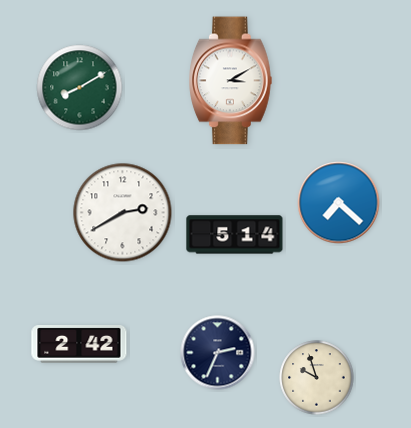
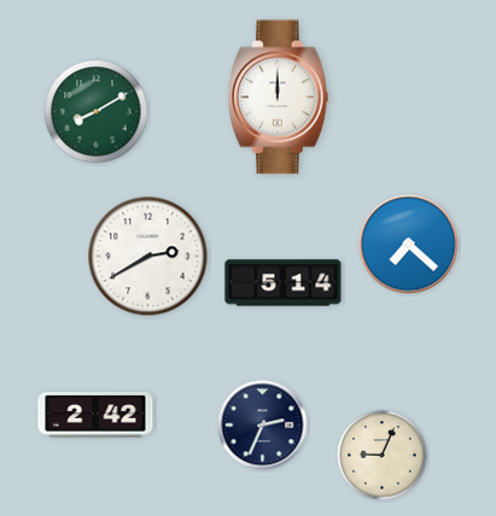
clock at (231, 81): 3:10 -> 12:00
clock at (80, 88) position: (80, 88) -> (97, 112)
clock at (317, 378): 9:57 -> 9:04
